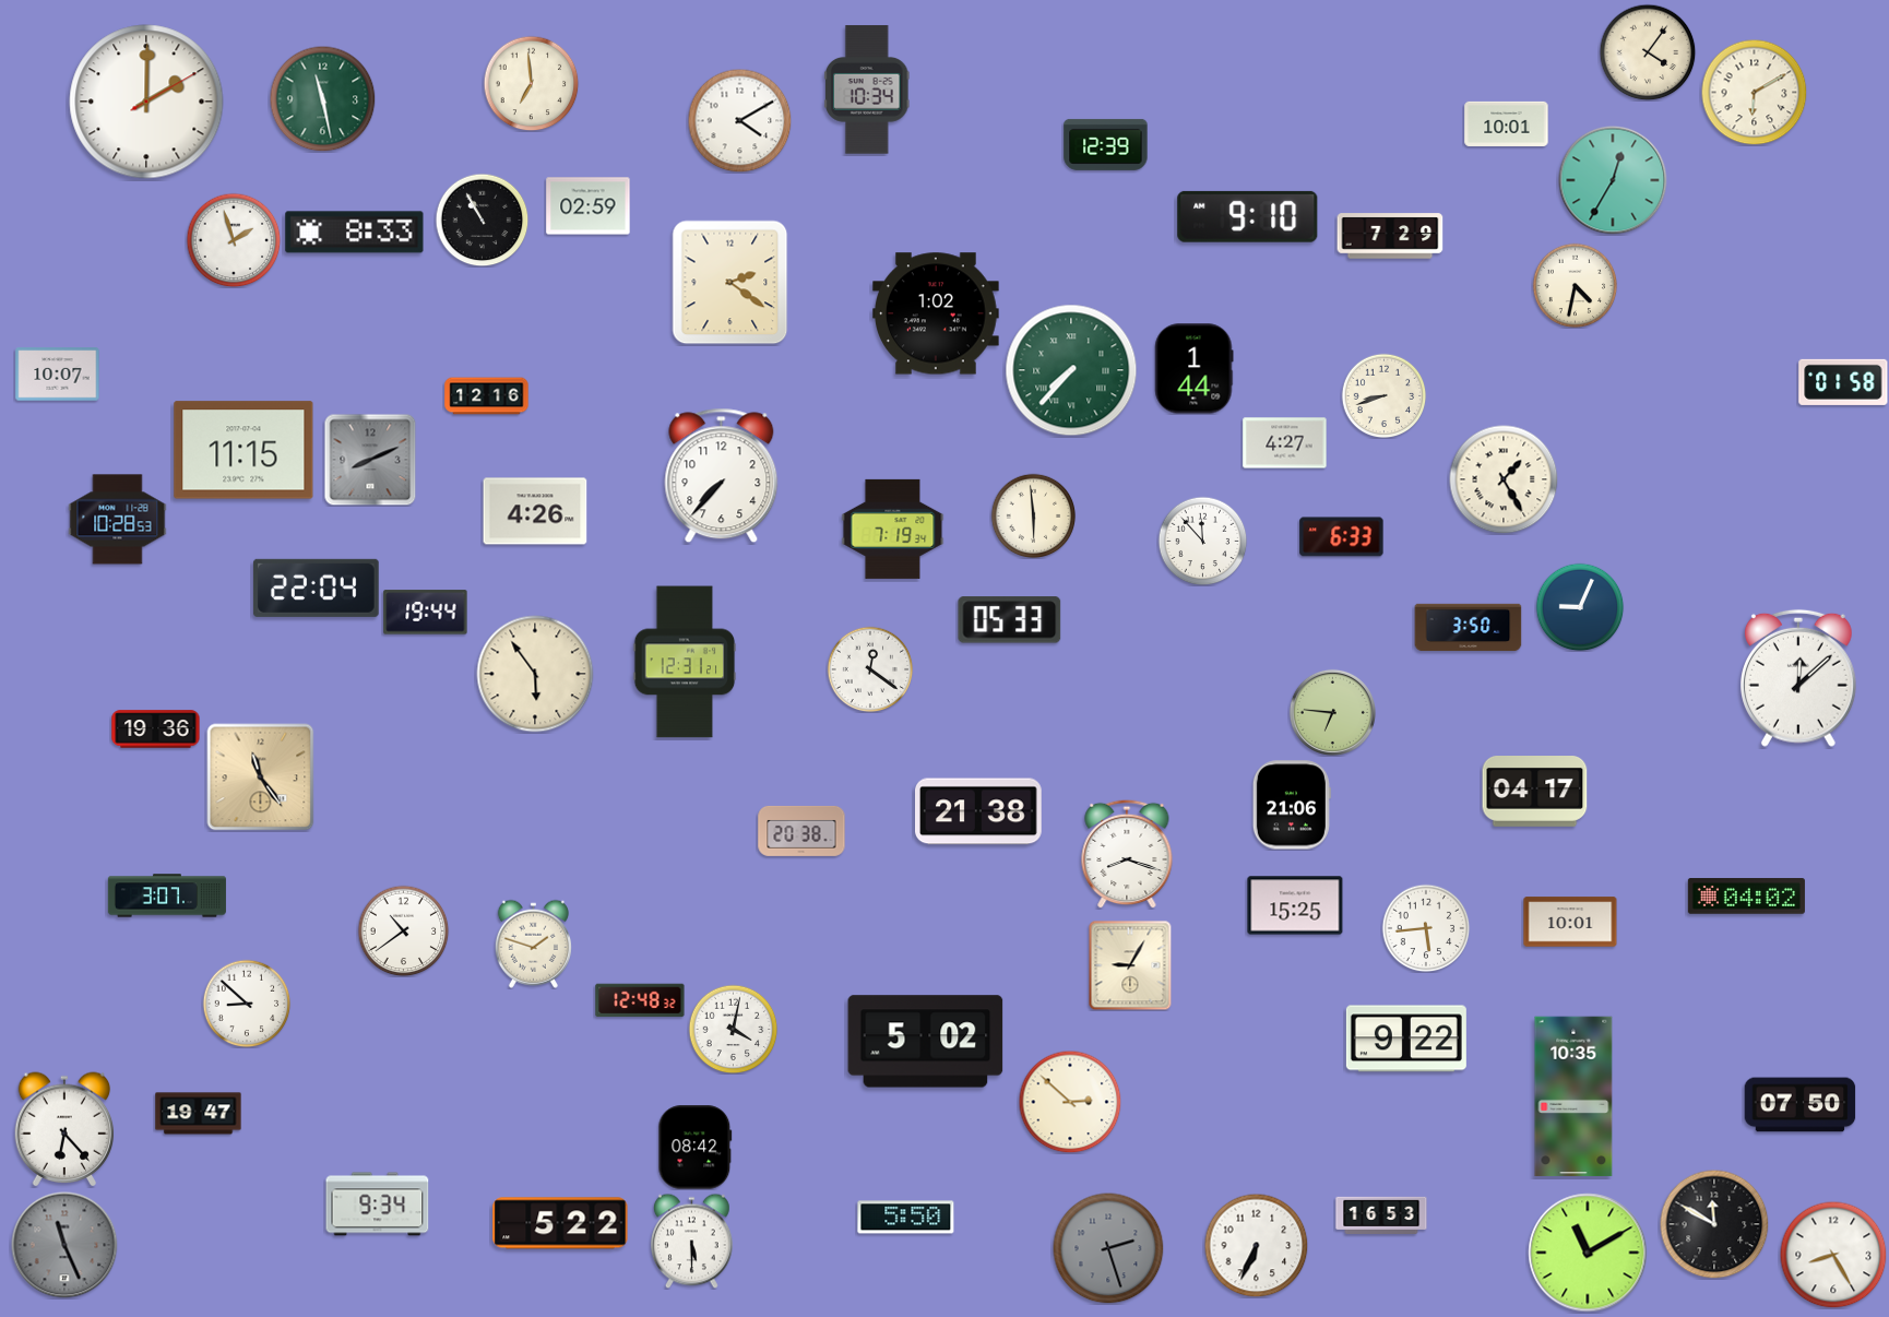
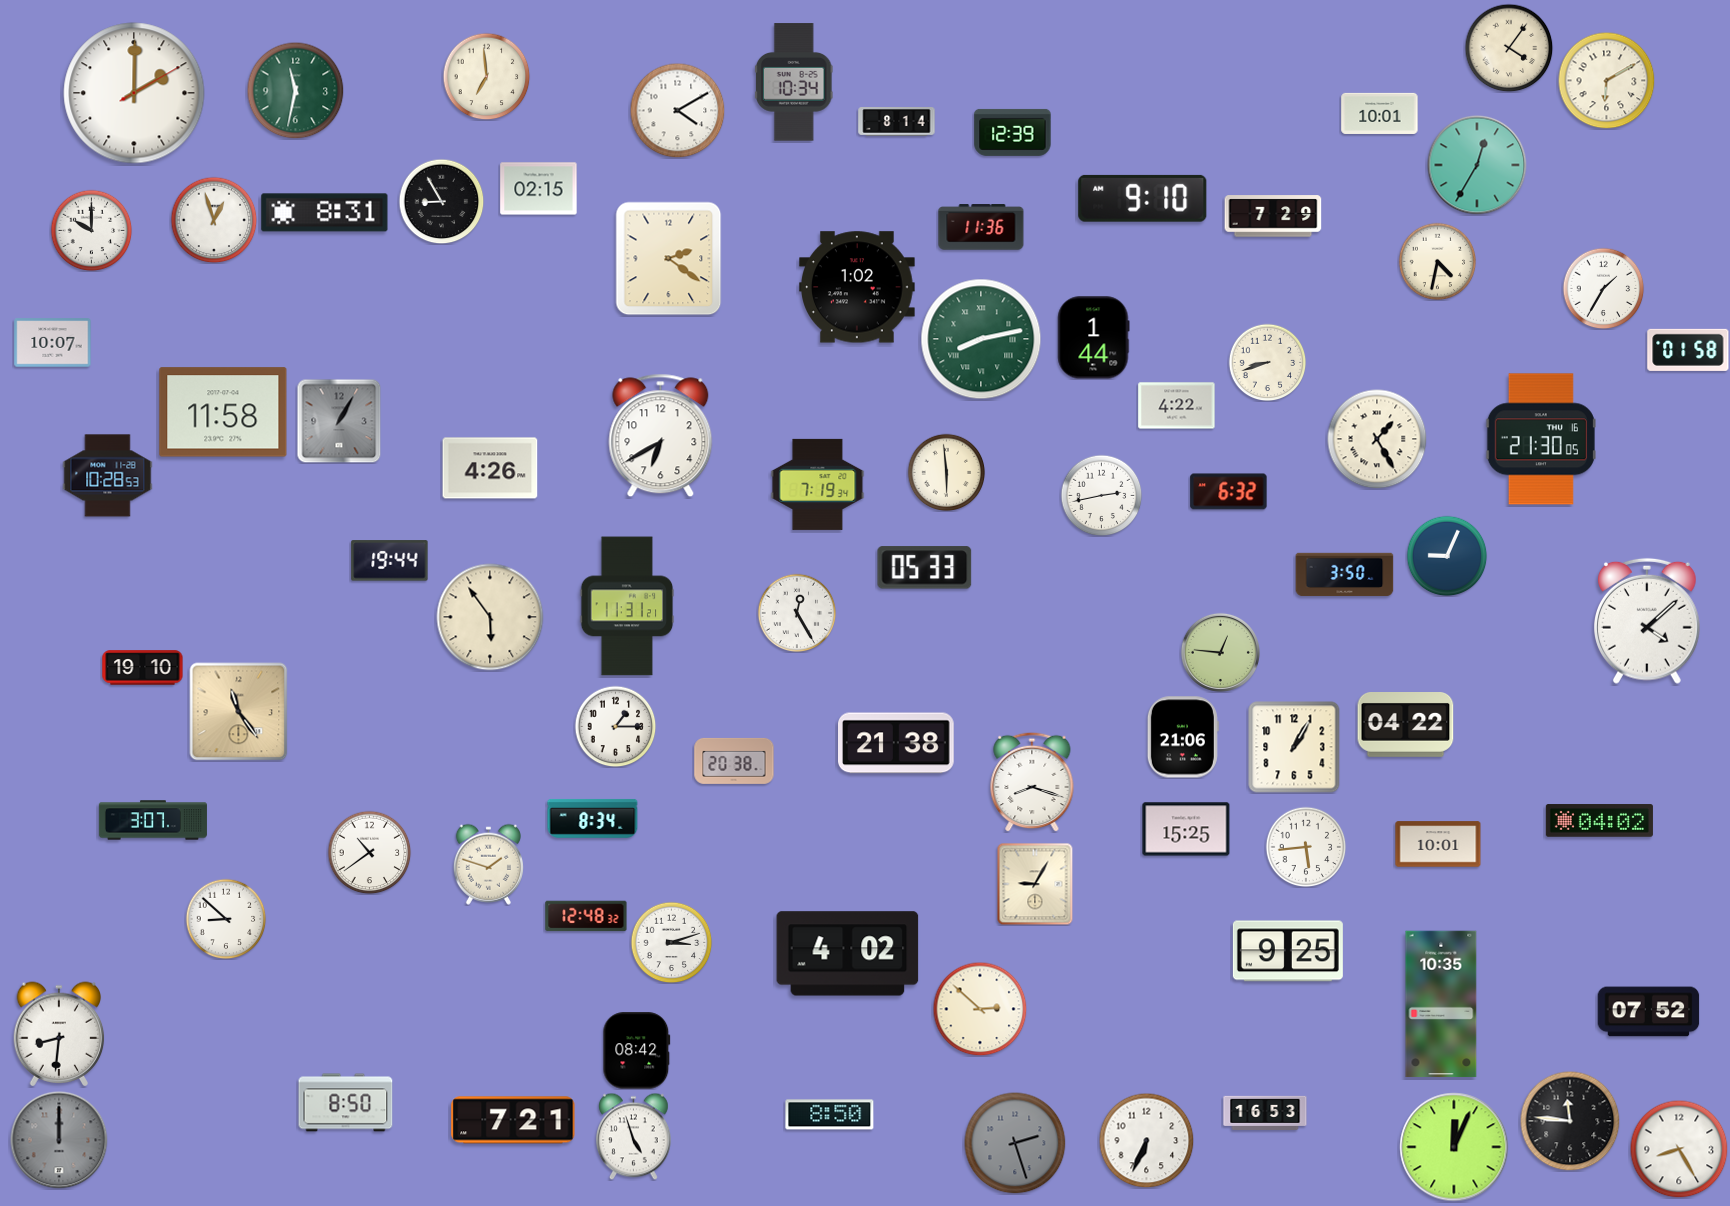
clock at (1754, 92) position: (1754, 92) -> (1606, 80)
clock at (322, 98): 11:28 -> 11:32
clock at (897, 122): none -> 8:14
clock at (589, 206): 02:59 -> 02:15
clock at (482, 220): 10:55 -> 8:55
clock at (355, 233): 8:33 -> 8:31
clock at (234, 240): 1:57 -> 12:57
clock at (981, 227): none -> 11:36
clock at (91, 230): none -> 10:00
clock at (1575, 285) position: (1575, 285) -> (1437, 261)
clock at (1603, 288): none -> 1:35
clock at (1071, 370): 7:37 -> 8:13
clock at (487, 396): 12:16 -> none
clock at (1285, 443): 4:27 -> 4:22
clock at (243, 450): 11:15 -> 11:58
clock at (370, 460): 8:11 -> 1:05
clock at (722, 476): 7:37 -> 6:40
clock at (1541, 439): none -> 21:30
clock at (1342, 537): 6:33 -> 6:32
clock at (1202, 541): 11:53 -> 2:43
clock at (316, 588): 22:04 -> none
clock at (685, 662): 12:31 -> 11:31
clock at (870, 669): 12:21 -> 12:25
clock at (1799, 678): 12:08 -> 4:08
clock at (1332, 712): 6:46 -> 12:46
clock at (156, 729): 19:36 -> 19:10
clock at (1535, 792): 04:17 -> 04:22
clock at (615, 726): none -> 1:15
clock at (1294, 747): none -> 1:05
clock at (593, 818): none -> 8:34
clock at (1426, 928) position: (1426, 928) -> (1306, 847)
clock at (733, 1029): 4:02 -> 3:12
clock at (1406, 1039): 9:22 -> 9:25
clock at (926, 1042): 5:02 -> 4:02
clock at (1801, 1105): 07:50 -> 07:52
clock at (199, 1114): 19:47 -> none
clock at (64, 1129): 6:23 -> 8:31
clock at (378, 1205): 9:34 -> 8:50
clock at (906, 1218): 5:50 -> 8:50
clock at (560, 1223): 5:22 -> 7:21
clock at (1714, 1224): 11:50 -> 11:46
clock at (692, 1241): 5:30 -> 4:57
clock at (64, 1245): 11:26 -> 12:00
clock at (1256, 1245) position: (1256, 1245) -> (1146, 1140)
clock at (1588, 1253): 11:10 -> 12:04
